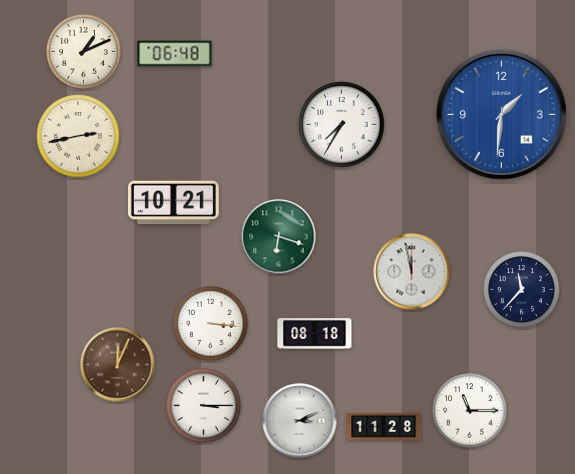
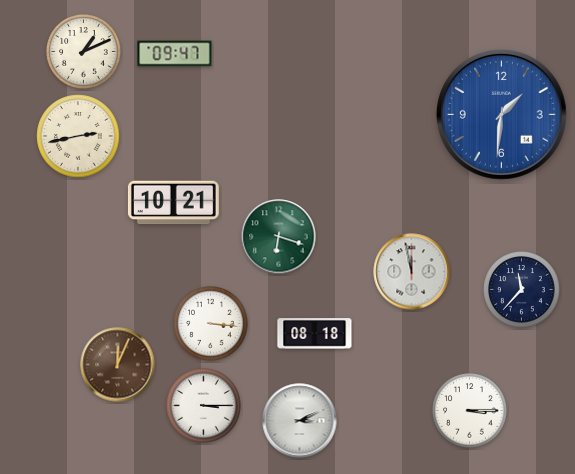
clock at (175, 54): 06:48 -> 09:47
clock at (342, 125): 7:35 -> none
clock at (470, 411): 11:15 -> 3:15
clock at (384, 426): 11:28 -> none
